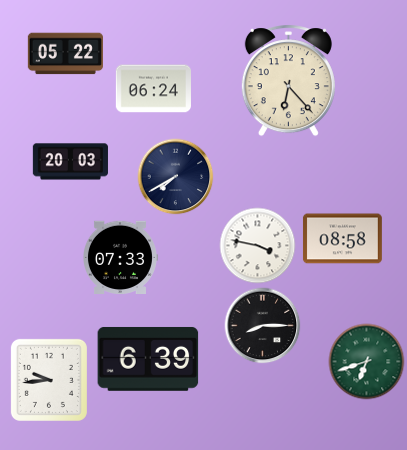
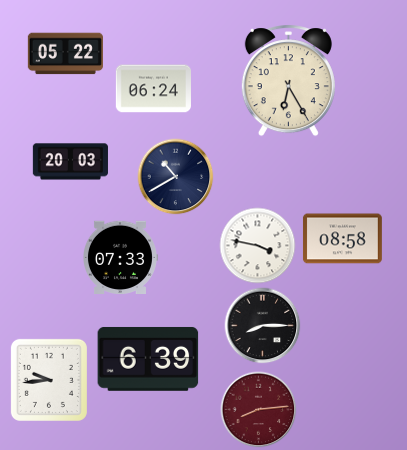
clock at (288, 81): 6:23 -> 6:25
clock at (176, 177): 7:40 -> 10:40
clock at (367, 362): 6:42 -> none
clock at (259, 410): none -> 8:14
